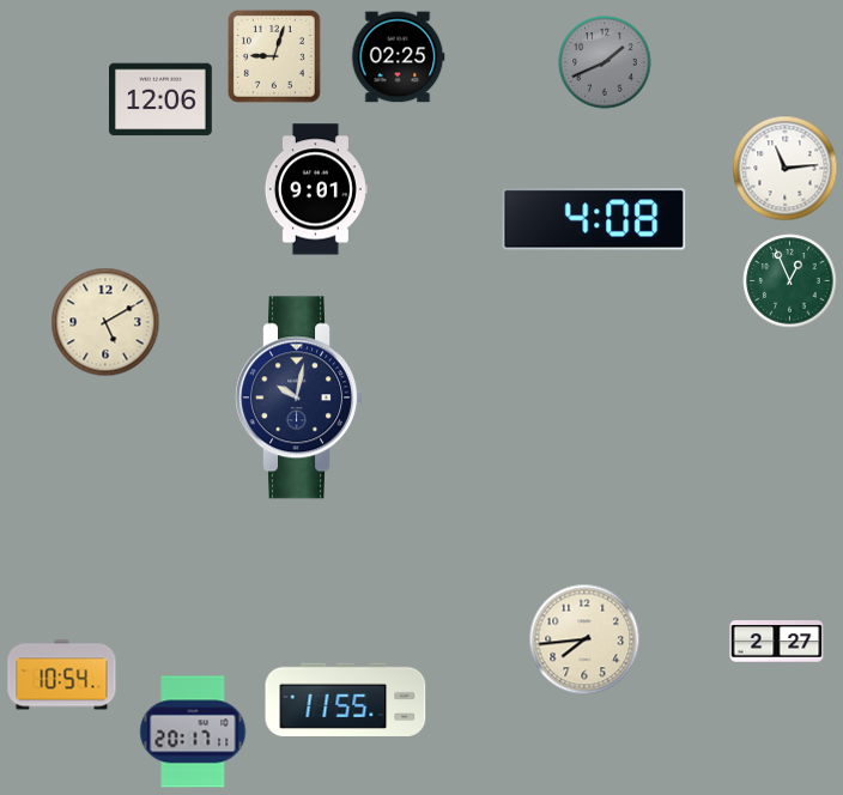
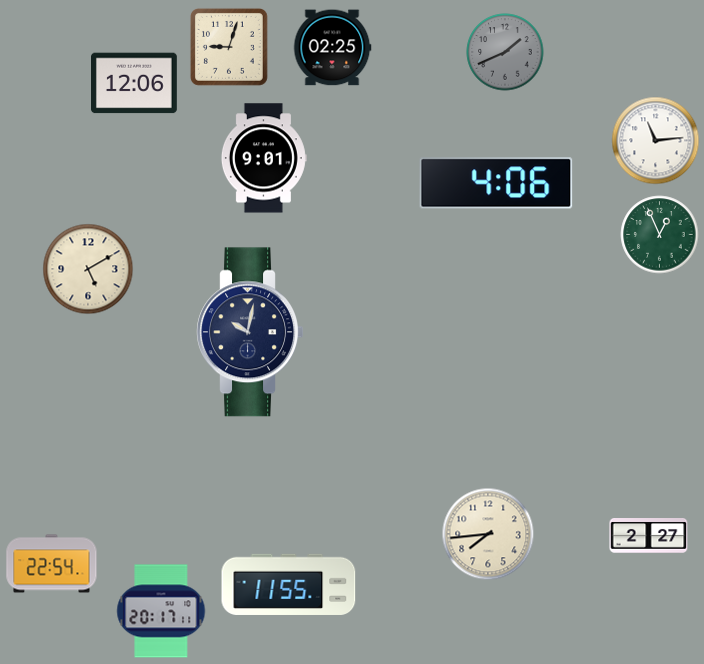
clock at (594, 219): 4:08 -> 4:06
clock at (62, 675): 10:54 -> 22:54
